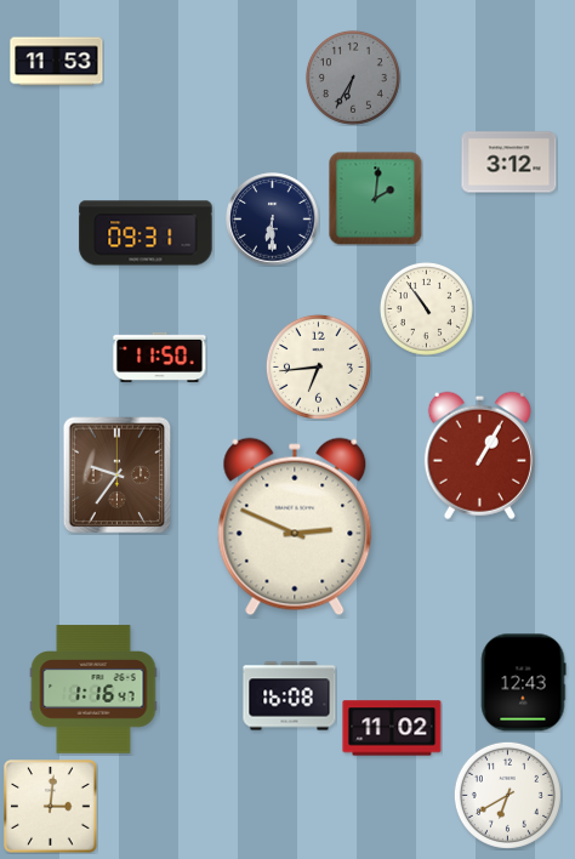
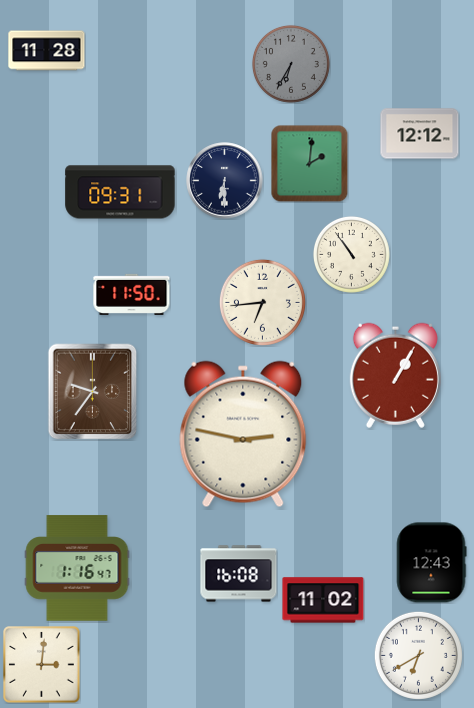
clock at (57, 62): 11:53 -> 11:28
clock at (509, 163): 3:12 -> 12:12
clock at (118, 476) position: (118, 476) -> (93, 392)
clock at (295, 527): 2:49 -> 2:47
